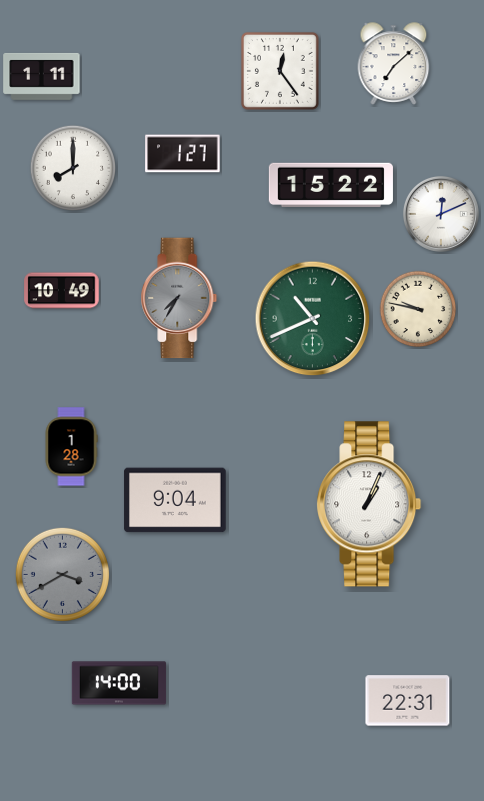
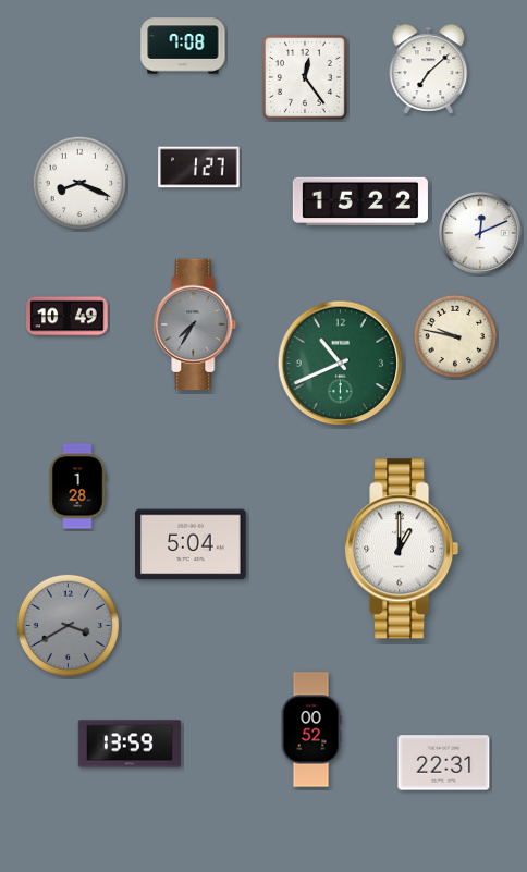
clock at (183, 46): none -> 7:08
clock at (42, 76): 1:11 -> none
clock at (72, 167): 8:00 -> 8:19
clock at (313, 319) position: (313, 319) -> (341, 364)
clock at (175, 500): 9:04 -> 5:04
clock at (369, 504): 1:04 -> 1:00
clock at (311, 729): none -> 00:52
clock at (119, 683): 14:00 -> 13:59
